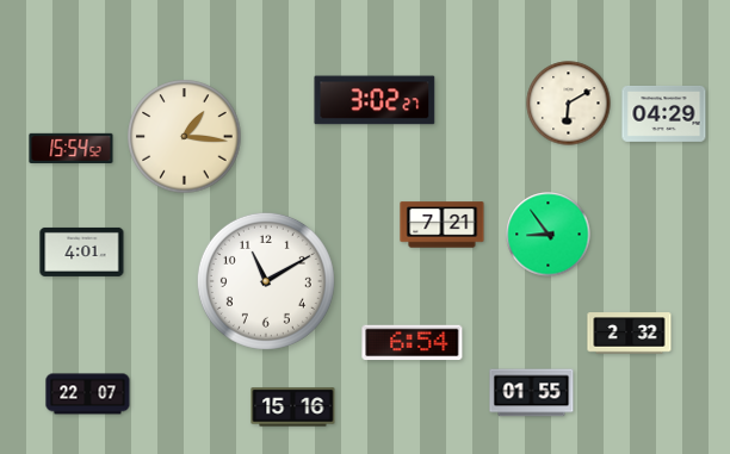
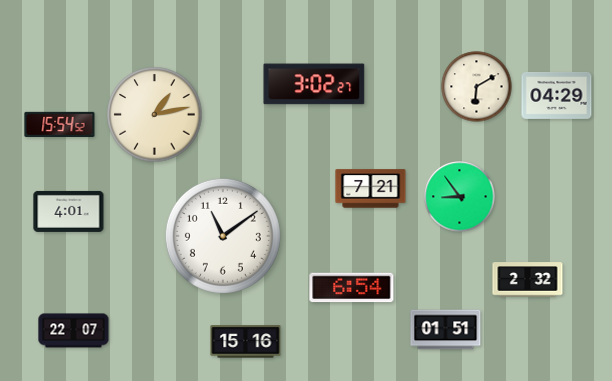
clock at (185, 137): 1:16 -> 1:13
clock at (266, 281): 11:10 -> 11:09
clock at (413, 343) position: (413, 343) -> (352, 288)
clock at (532, 393): 01:55 -> 01:51
